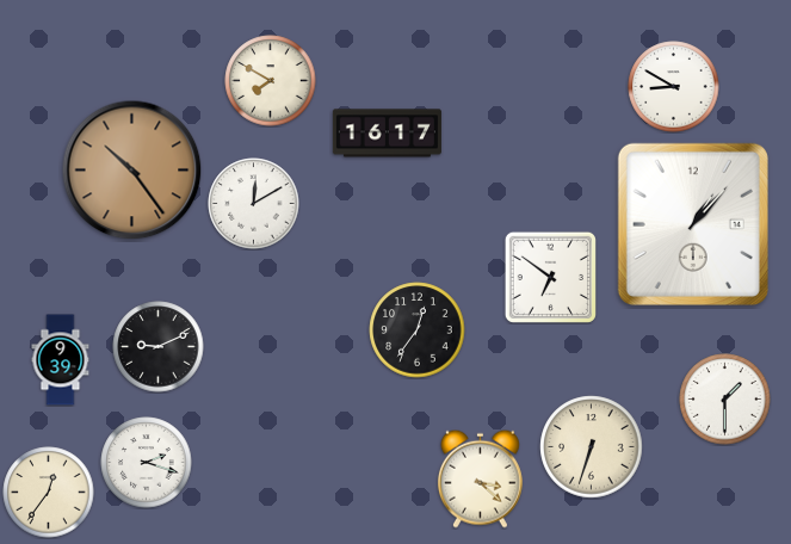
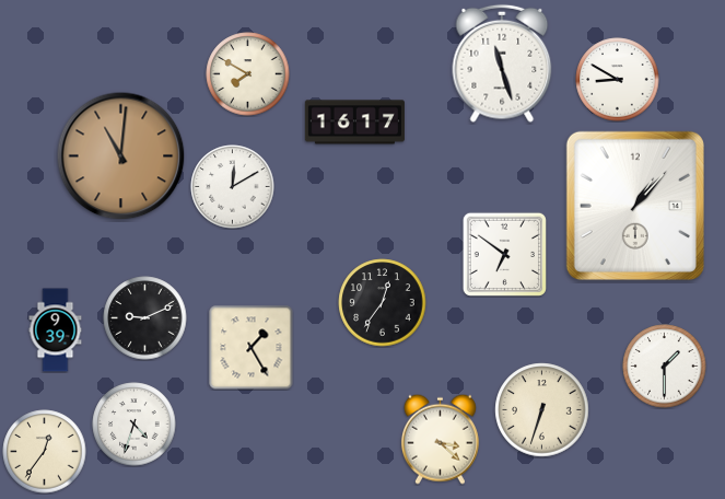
clock at (502, 63): none -> 11:27
clock at (132, 171): 10:24 -> 11:01
clock at (252, 348): none -> 1:25
clock at (147, 463): 2:18 -> 4:33
